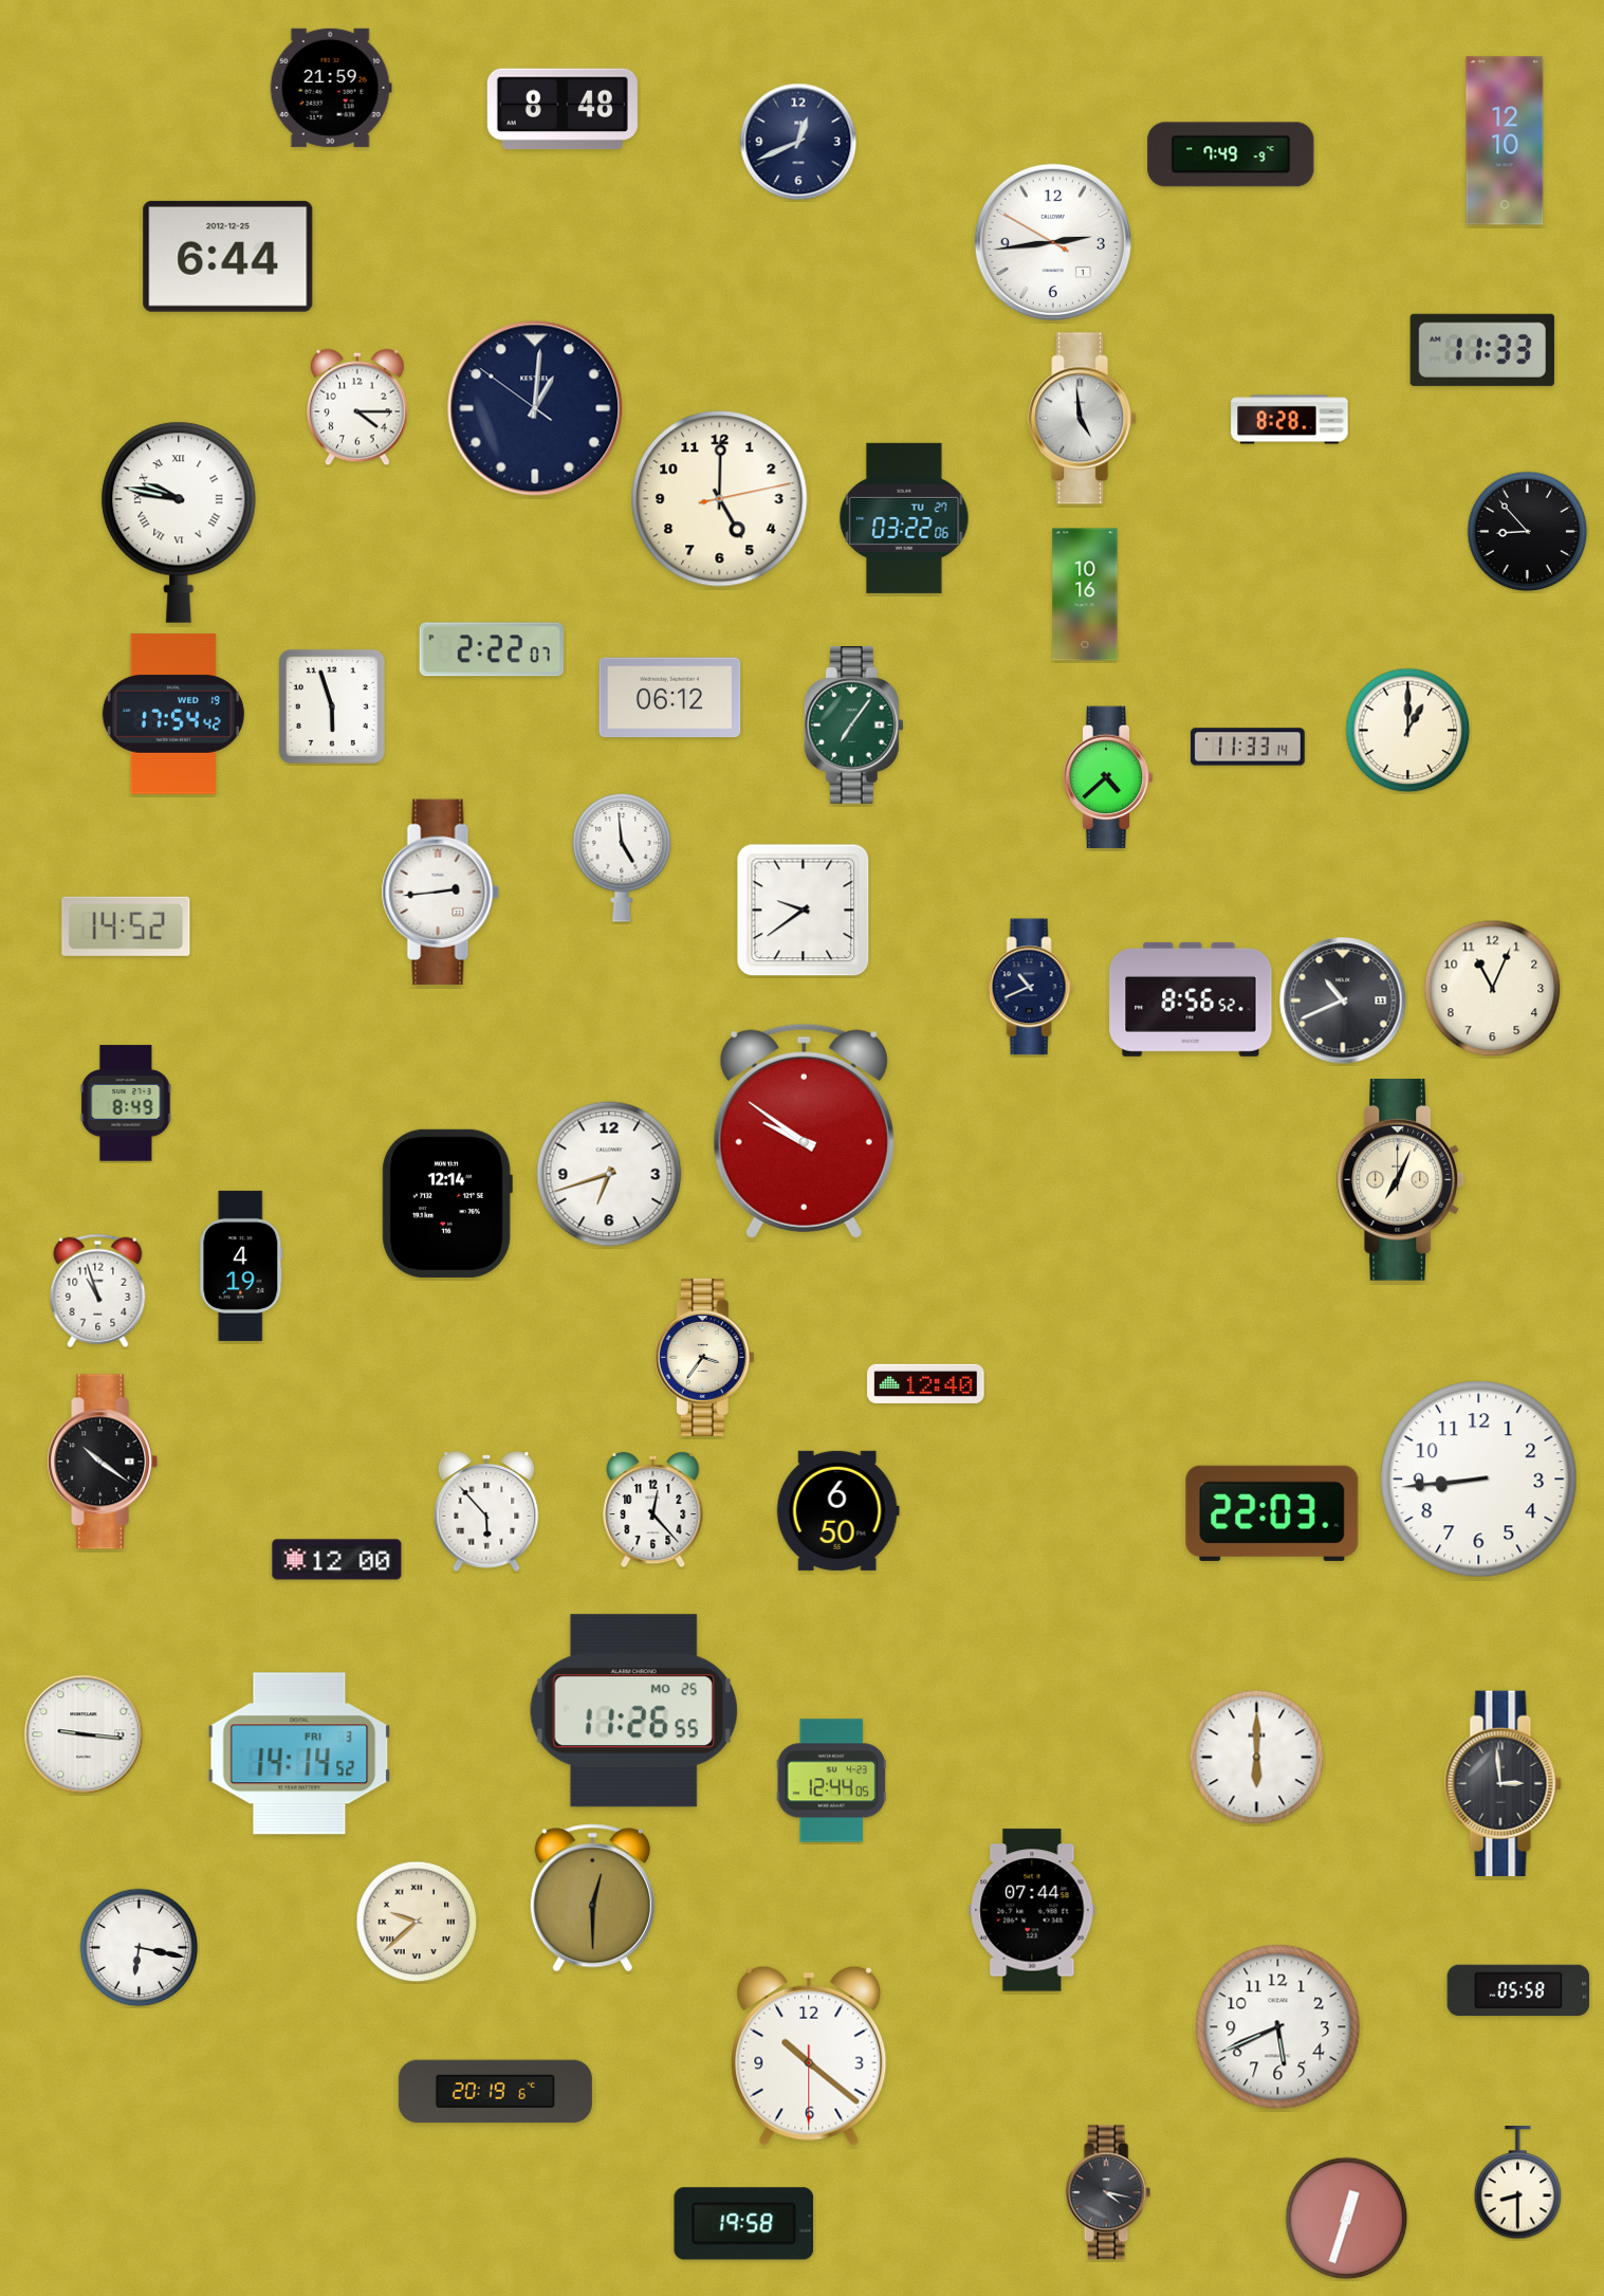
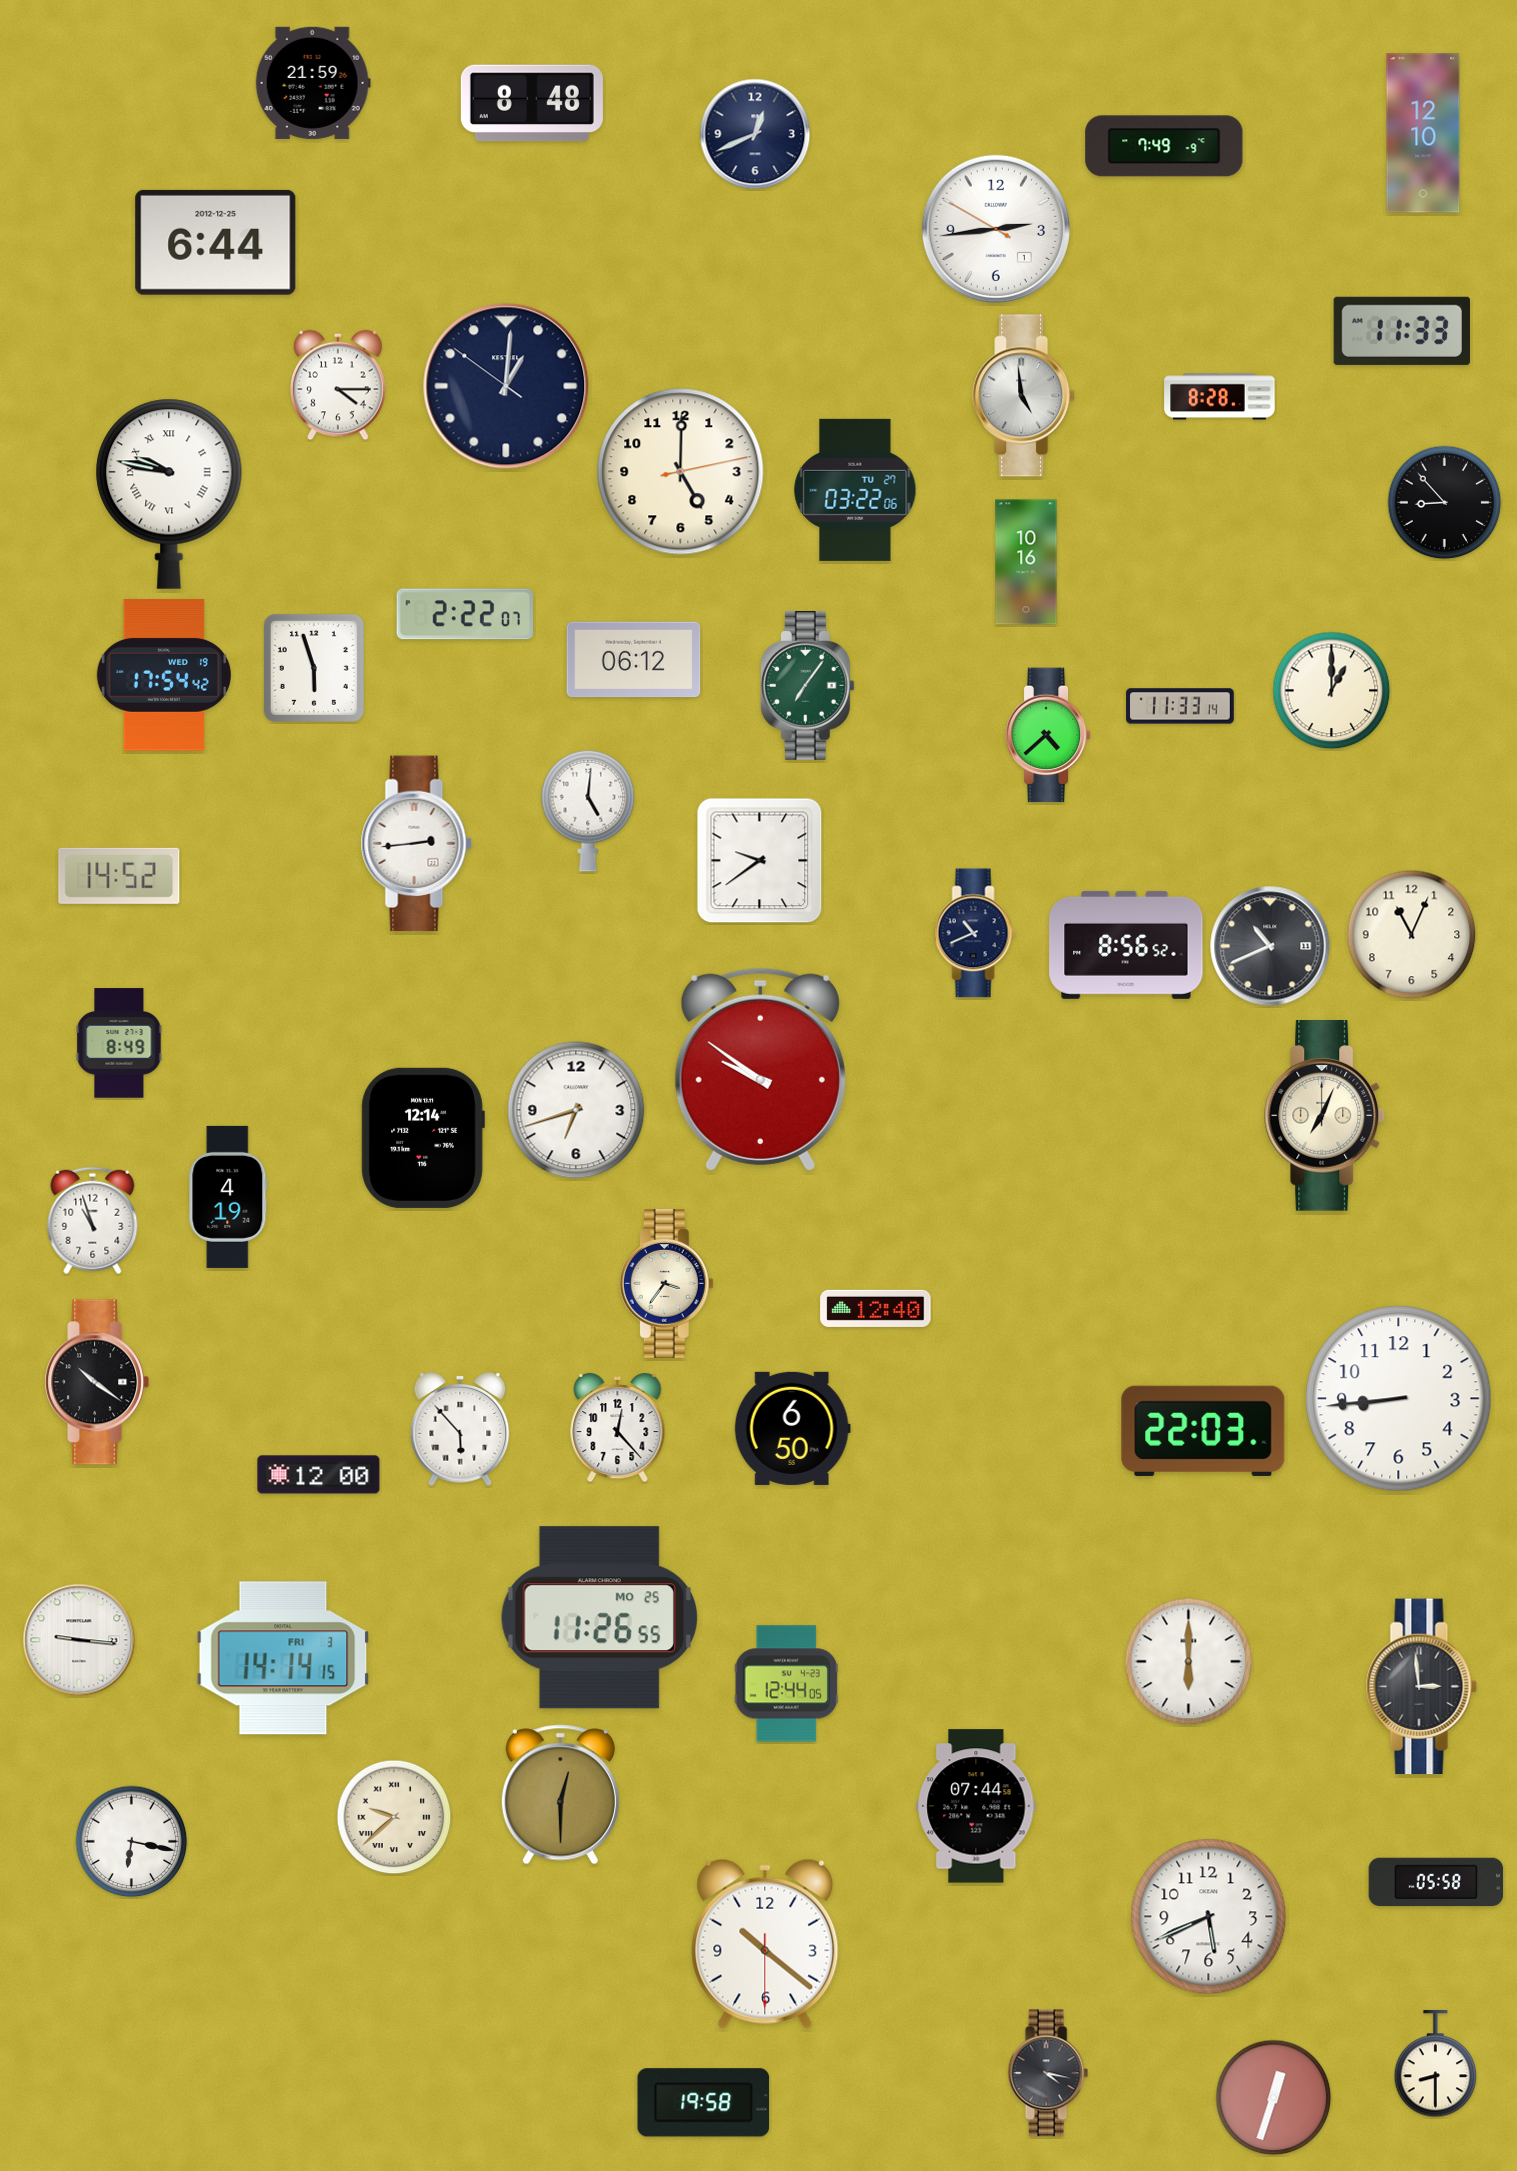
clock at (622, 858): 4:59 -> 5:01
clock at (299, 1753): 14:14:52 -> 14:14:15
clock at (495, 2092): 20:19 -> none
